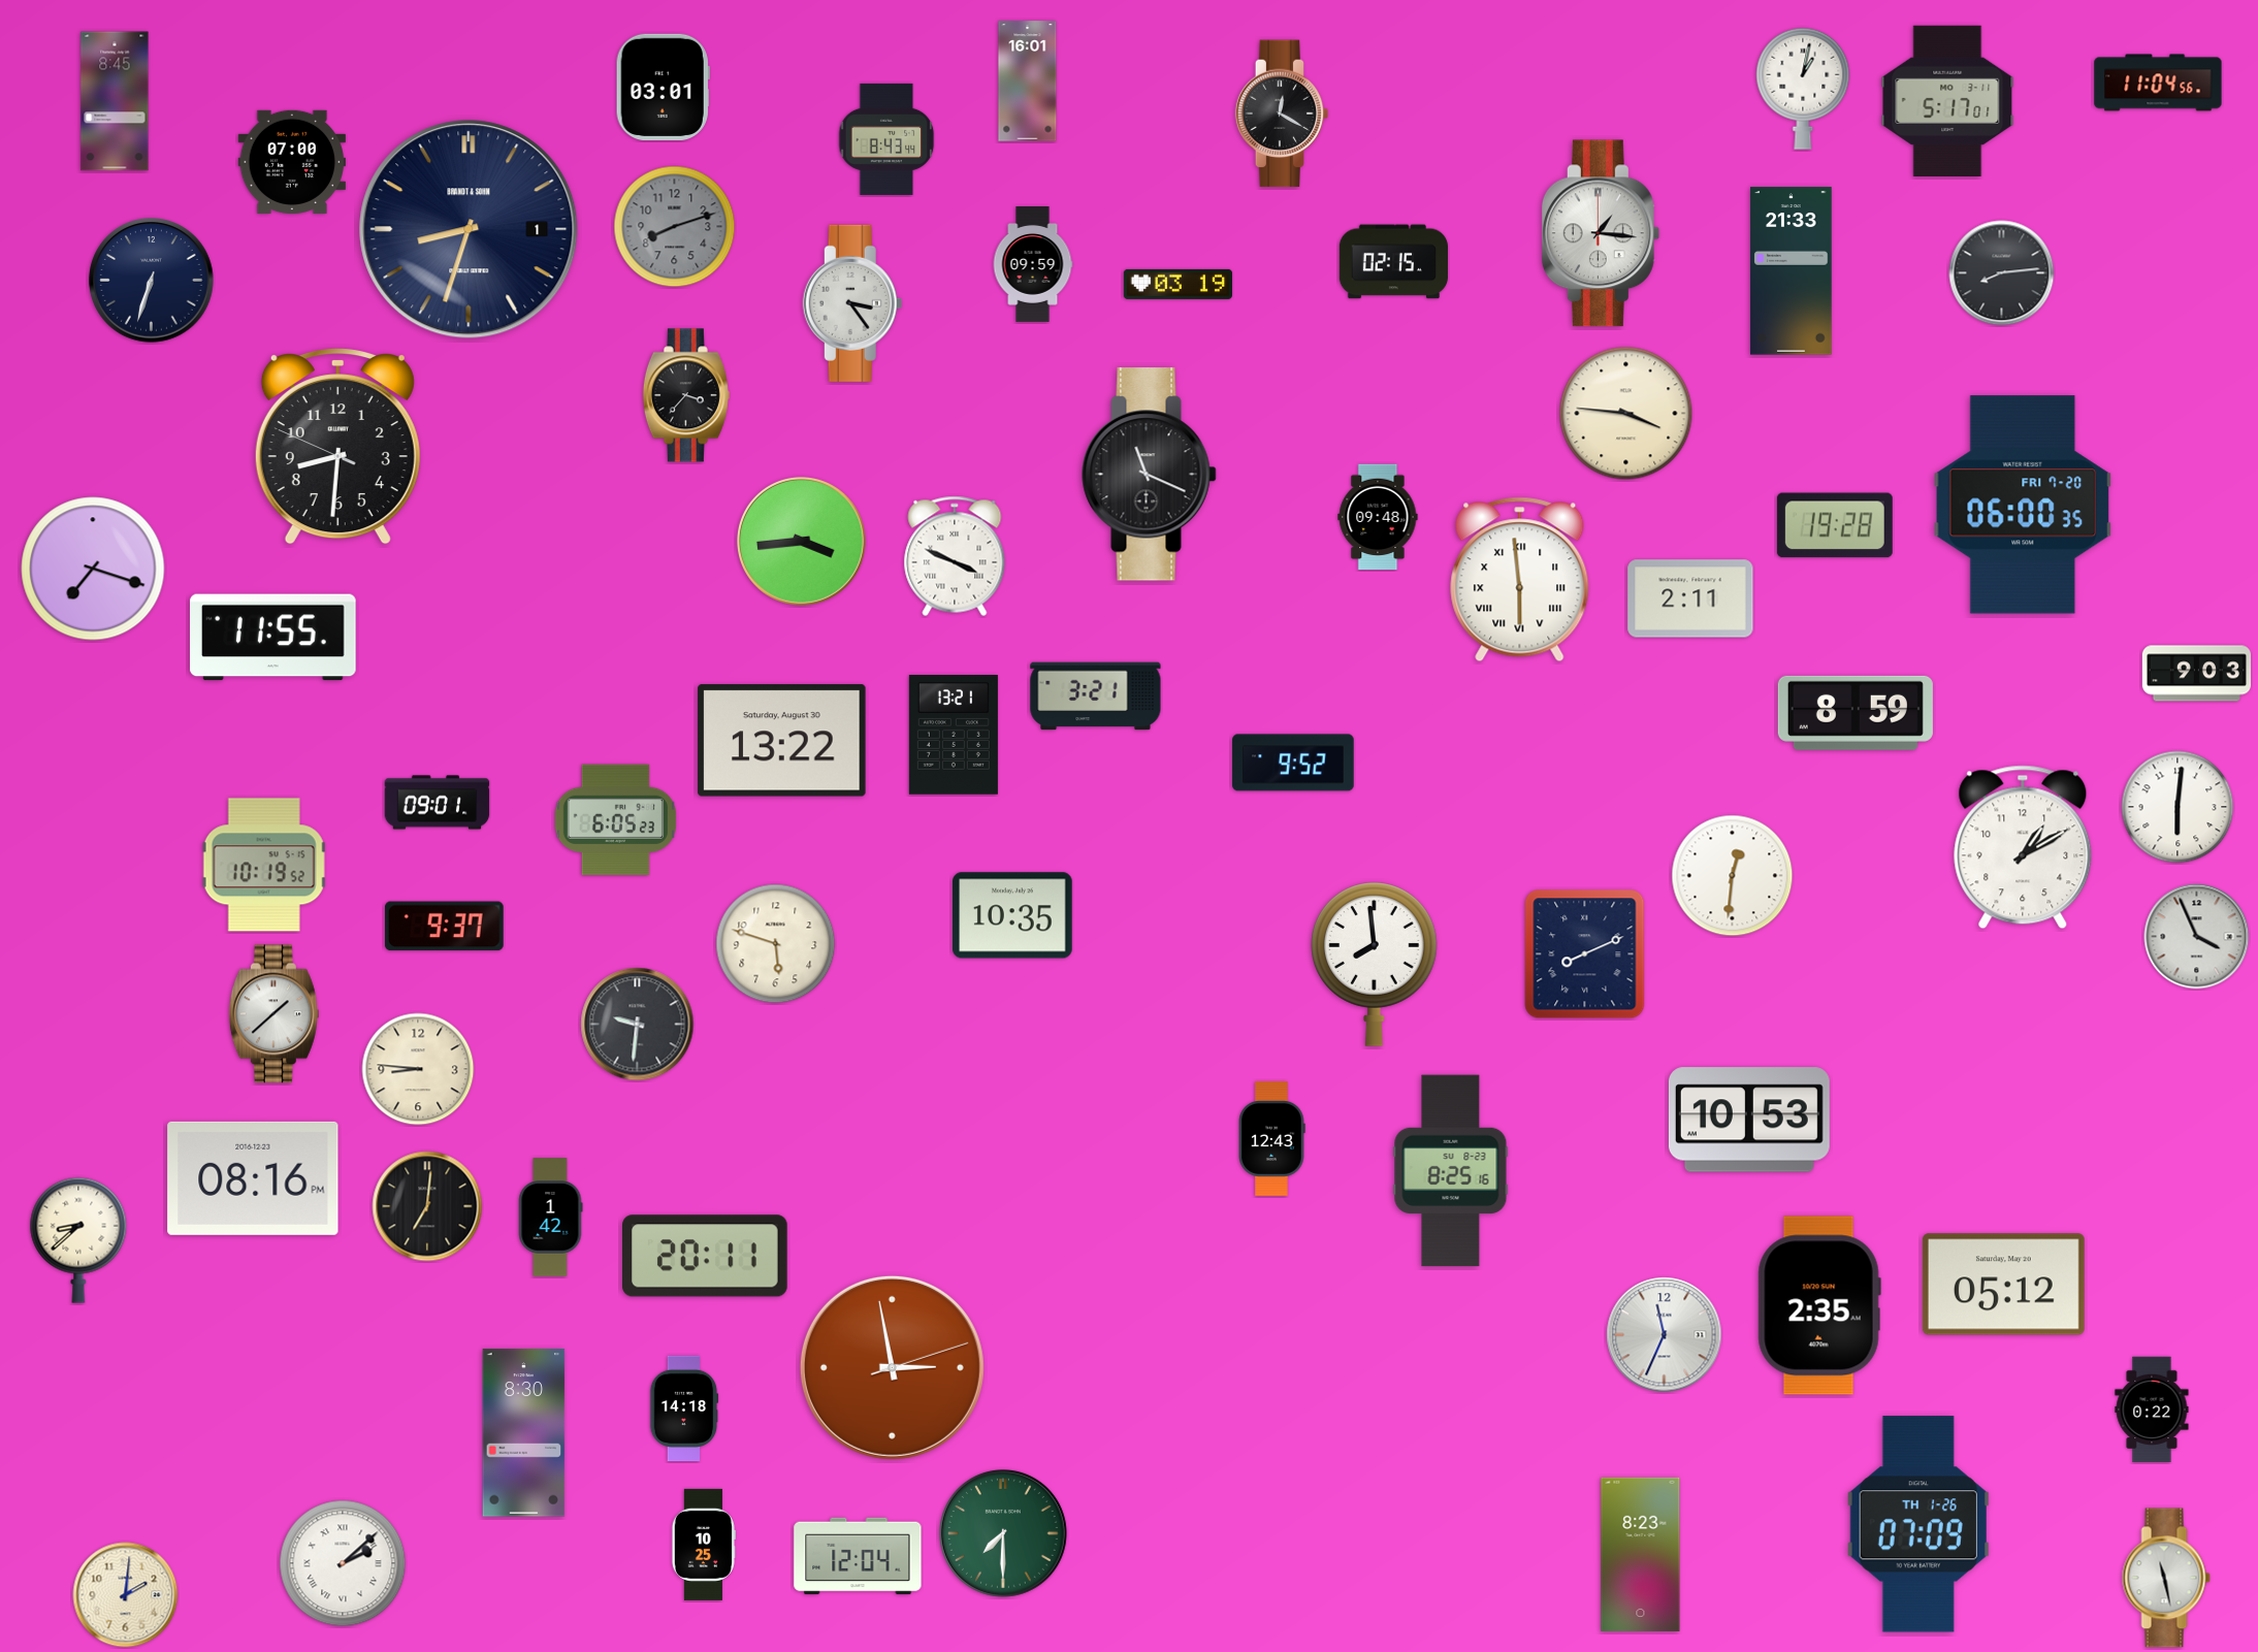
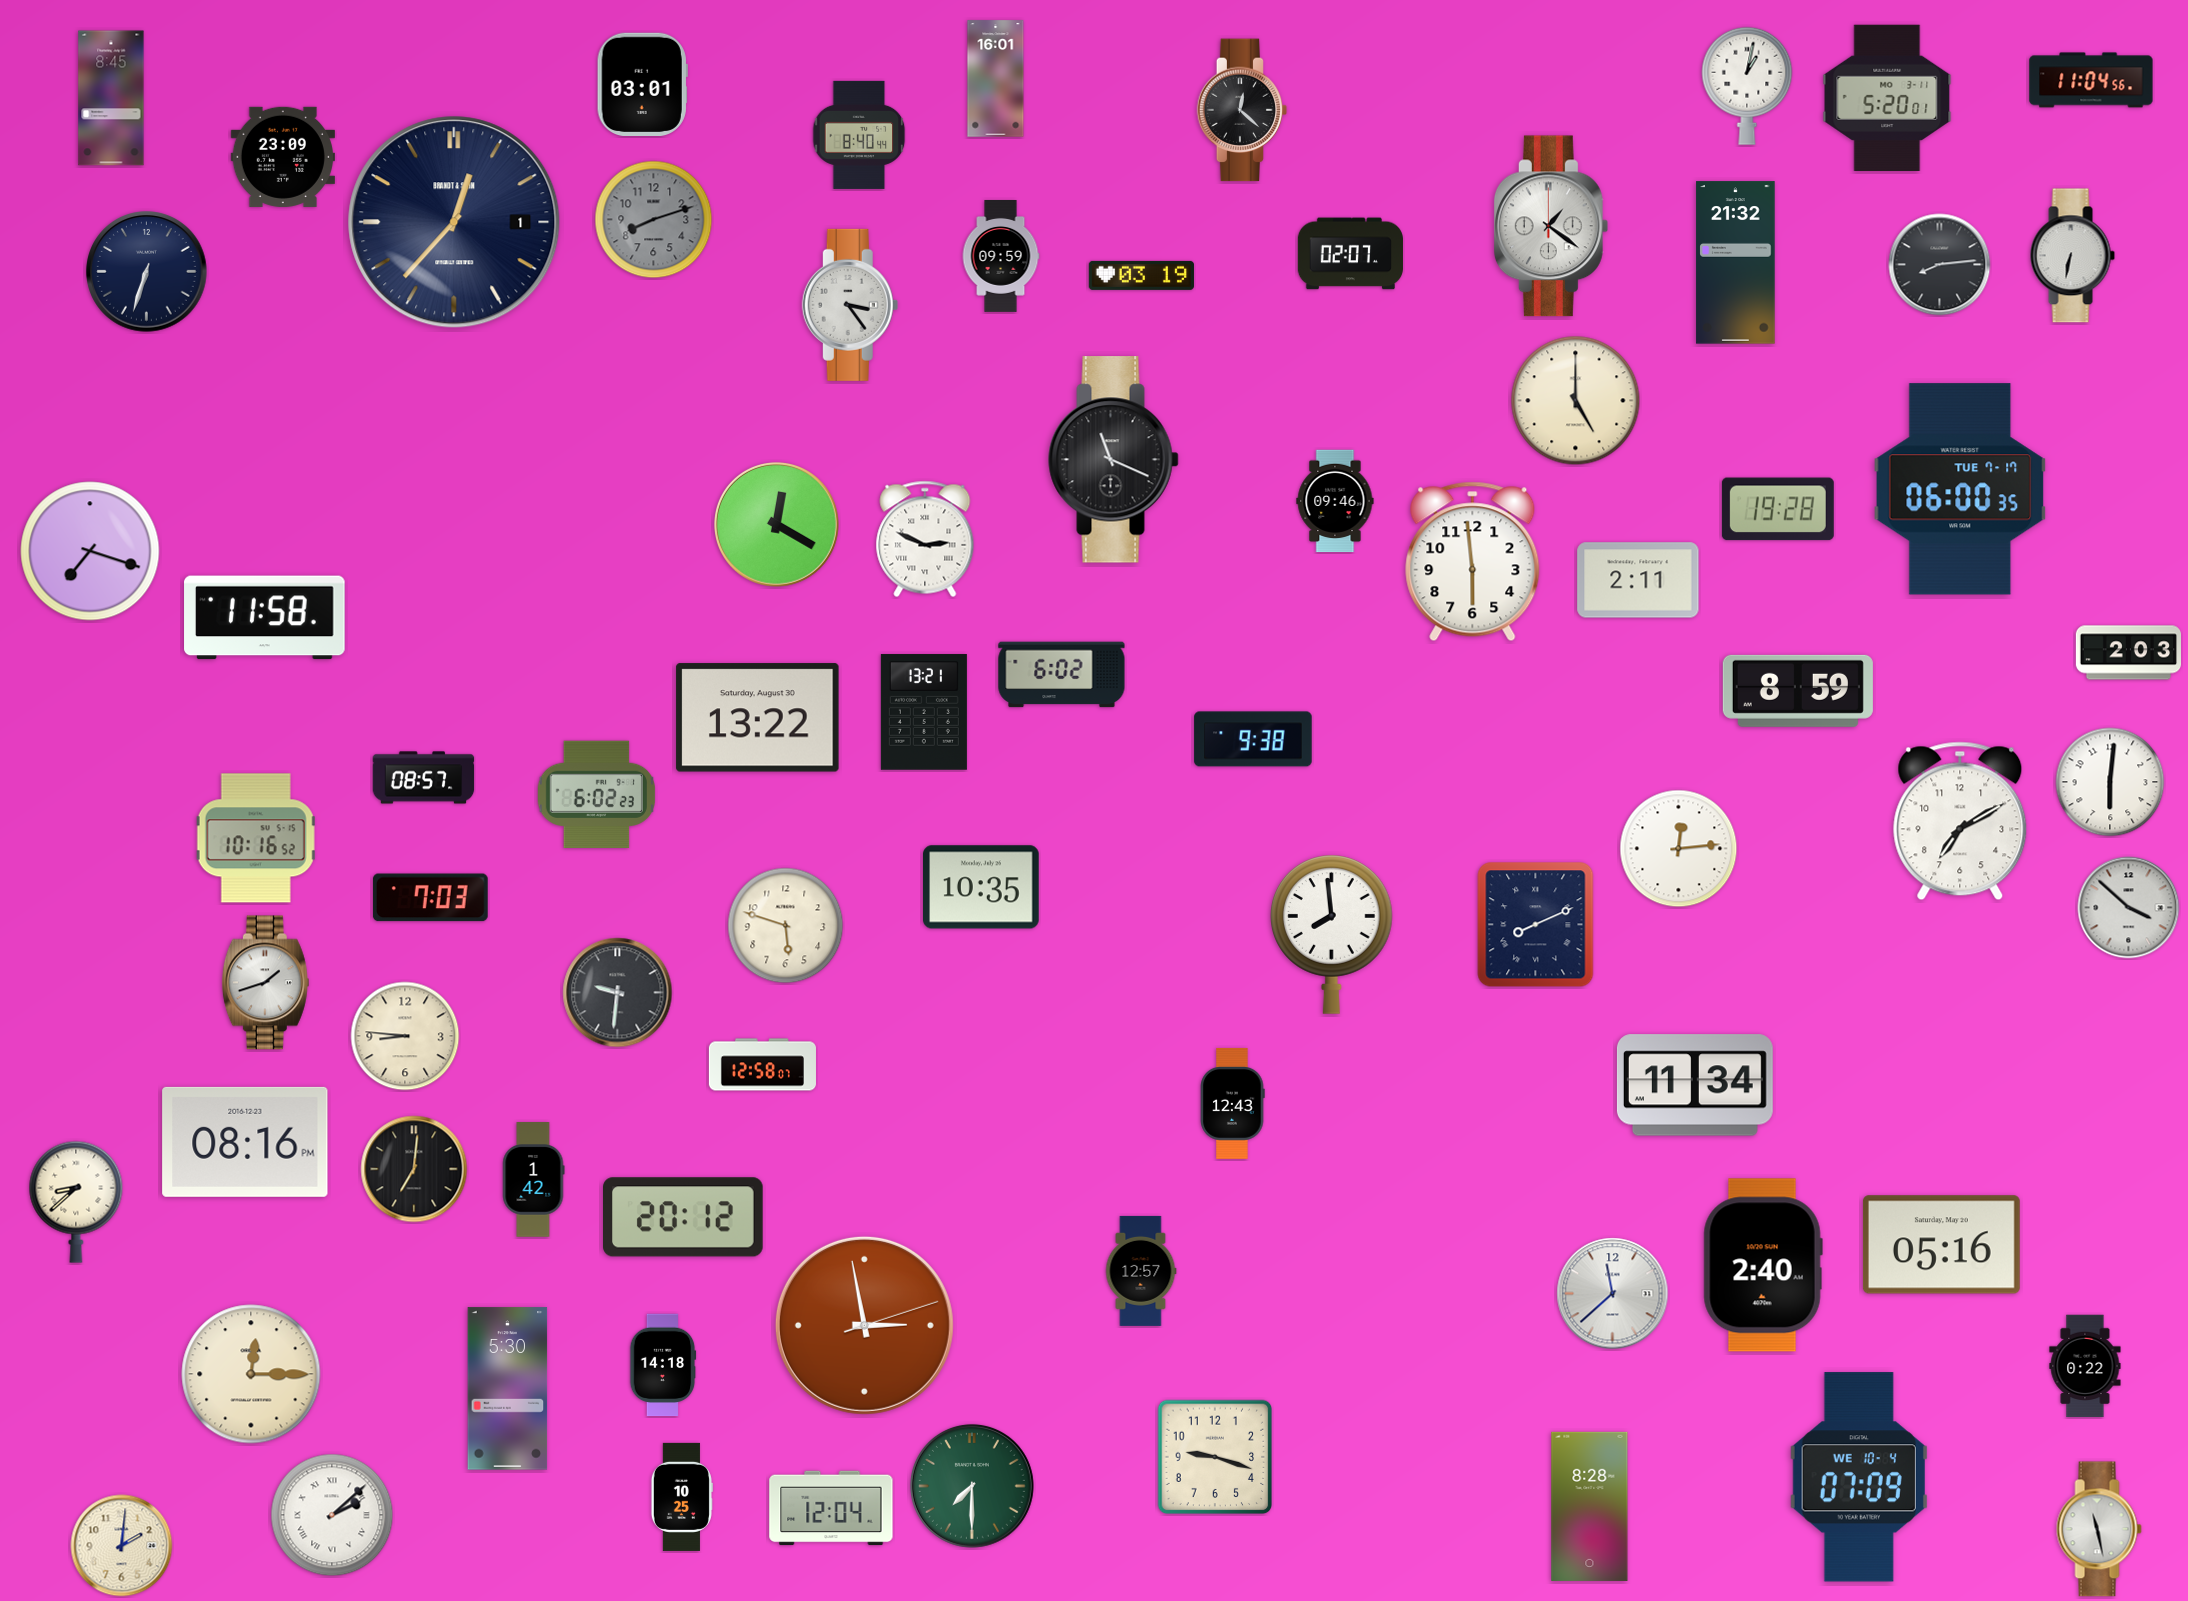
clock at (1947, 100): 5:17 -> 5:20
clock at (1282, 114): 12:20 -> 12:22
clock at (886, 139): 8:43 -> 8:40
clock at (292, 162): 07:00 -> 23:09
clock at (469, 229): 8:33 -> 12:37
clock at (1601, 233): 1:16 -> 1:21
clock at (1393, 262): 02:15 -> 02:07
clock at (2072, 256): none -> 6:32
clock at (1792, 271): 21:33 -> 21:32
clock at (852, 303) position: (852, 303) -> (850, 305)
clock at (686, 395): 3:37 -> none
clock at (1626, 414): 3:46 -> 5:00
clock at (337, 447): 8:30 -> none
clock at (2023, 505) date: FRI 7-20 -> TUE 7-17
clock at (1378, 517): 09:48 -> 09:46
clock at (801, 541): 3:44 -> 12:20
clock at (955, 556): 3:49 -> 2:49
clock at (1520, 580) numerals: Roman -> Arabic
clock at (273, 638): 11:55 -> 11:58
clock at (2196, 674): 9:03 -> 2:03
clock at (1096, 697): 3:21 -> 6:02
clock at (1293, 763): 9:52 -> 9:38
clock at (438, 803): 09:01 -> 08:57
clock at (615, 820): 6:05 -> 6:02
clock at (2023, 847): 1:10 -> 7:10
clock at (264, 865): 10:19 -> 10:16
clock at (1733, 876): 12:31 -> 12:14
clock at (444, 927): 9:37 -> 7:03
clock at (2197, 937): 3:56 -> 3:52
clock at (776, 944) position: (776, 944) -> (786, 926)
clock at (273, 1014): 1:38 -> 1:42
clock at (762, 1065): none -> 12:58
clock at (1749, 1120): 10:53 -> 11:34
clock at (1451, 1171): 8:25 -> none
clock at (706, 1256): 20:11 -> 20:12
clock at (2003, 1285): 05:12 -> 05:16
clock at (1819, 1305): 2:35 -> 2:40
clock at (1141, 1271): none -> 12:57
clock at (1665, 1335): 11:34 -> 11:38
clock at (251, 1374): none -> 12:15
clock at (524, 1433): 8:30 -> 5:30
clock at (1215, 1457): none -> 9:18
clock at (1918, 1524) date: TH 1-26 -> WE 10-4
clock at (1641, 1554): 8:23 -> 8:28
